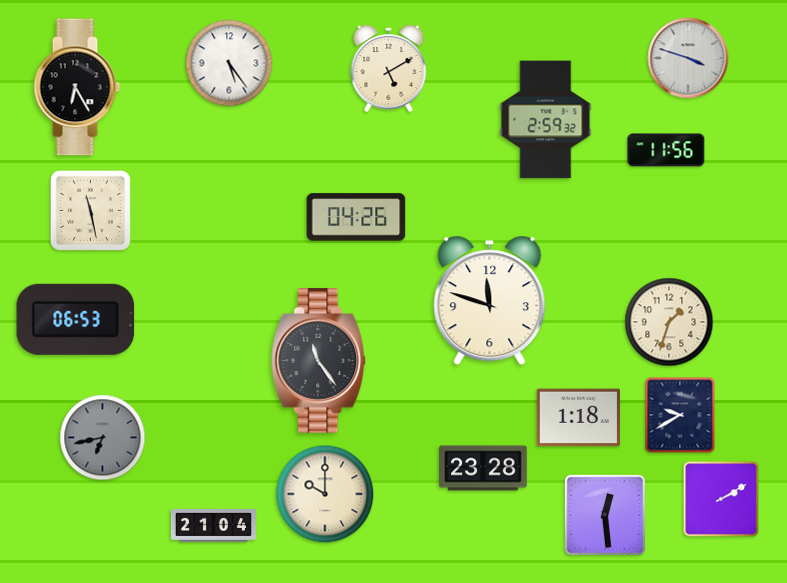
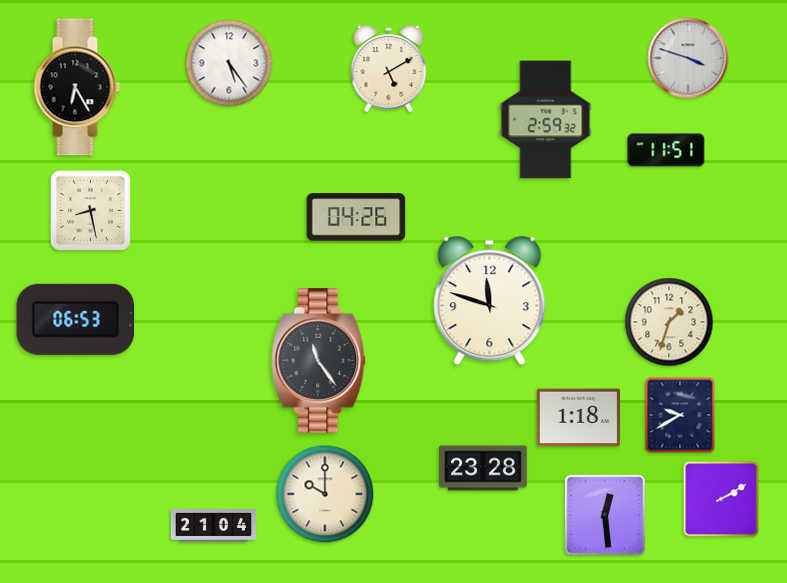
clock at (666, 150): 11:56 -> 11:51
clock at (90, 210): 11:28 -> 8:28
clock at (103, 438): 6:43 -> none
